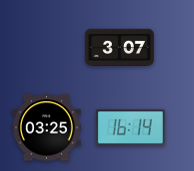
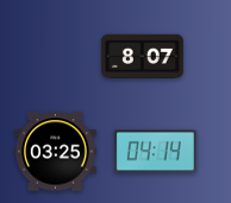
clock at (119, 47): 3:07 -> 8:07
clock at (130, 128): 16:14 -> 04:14
